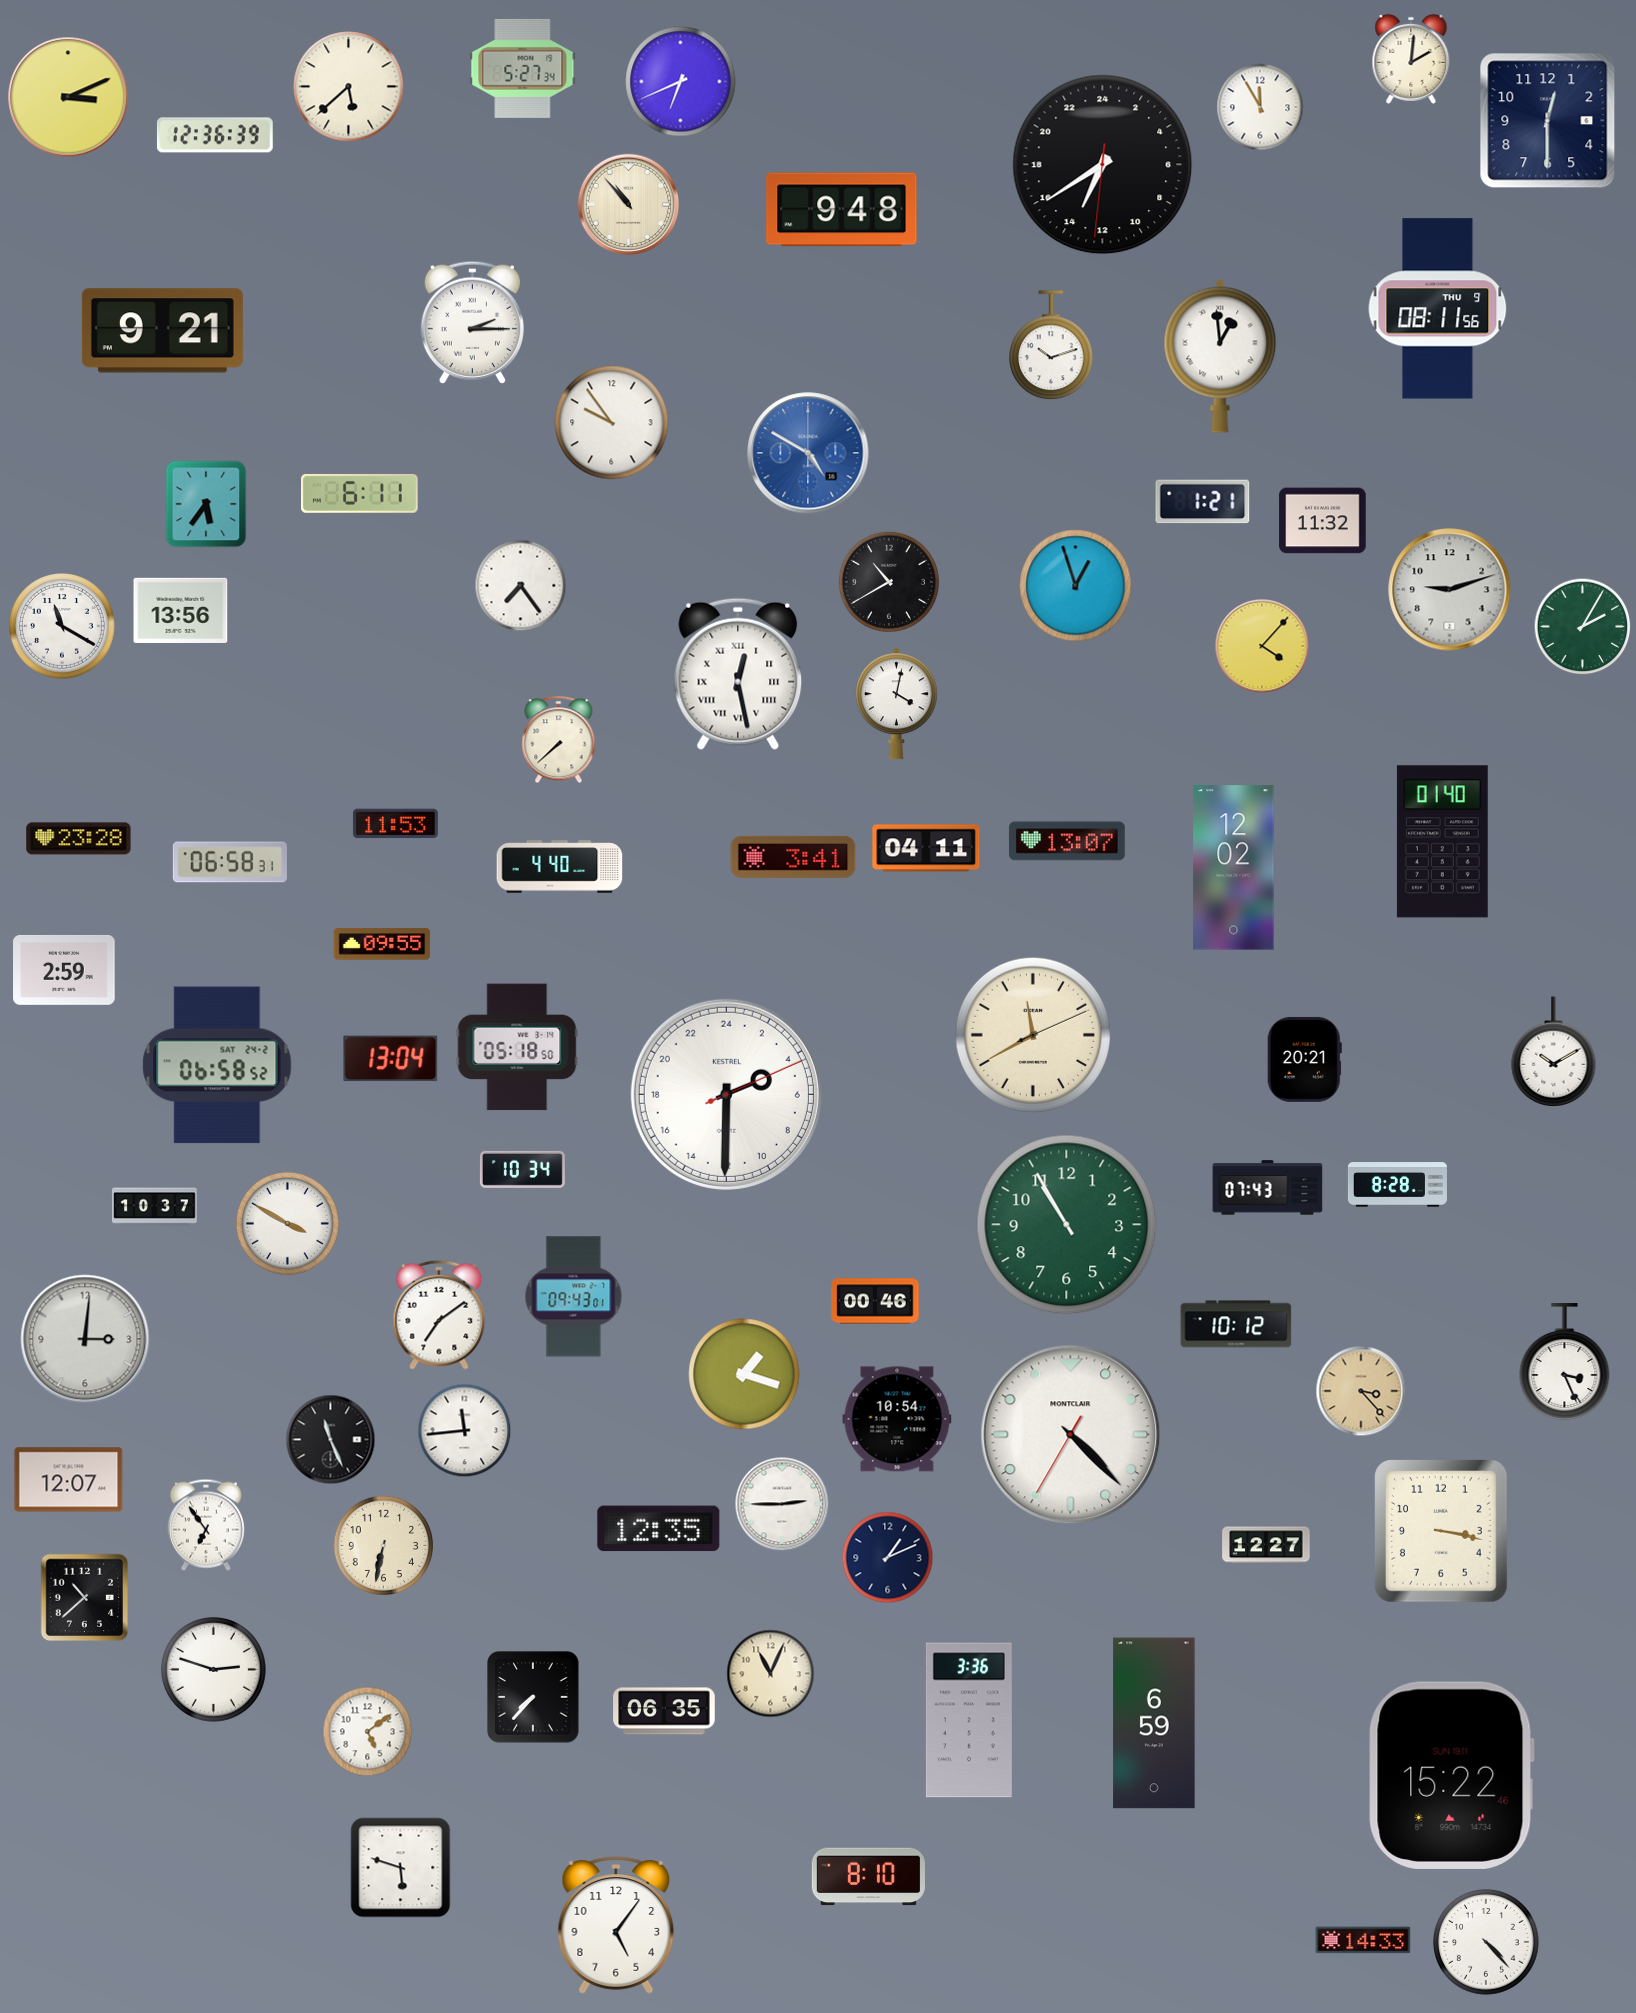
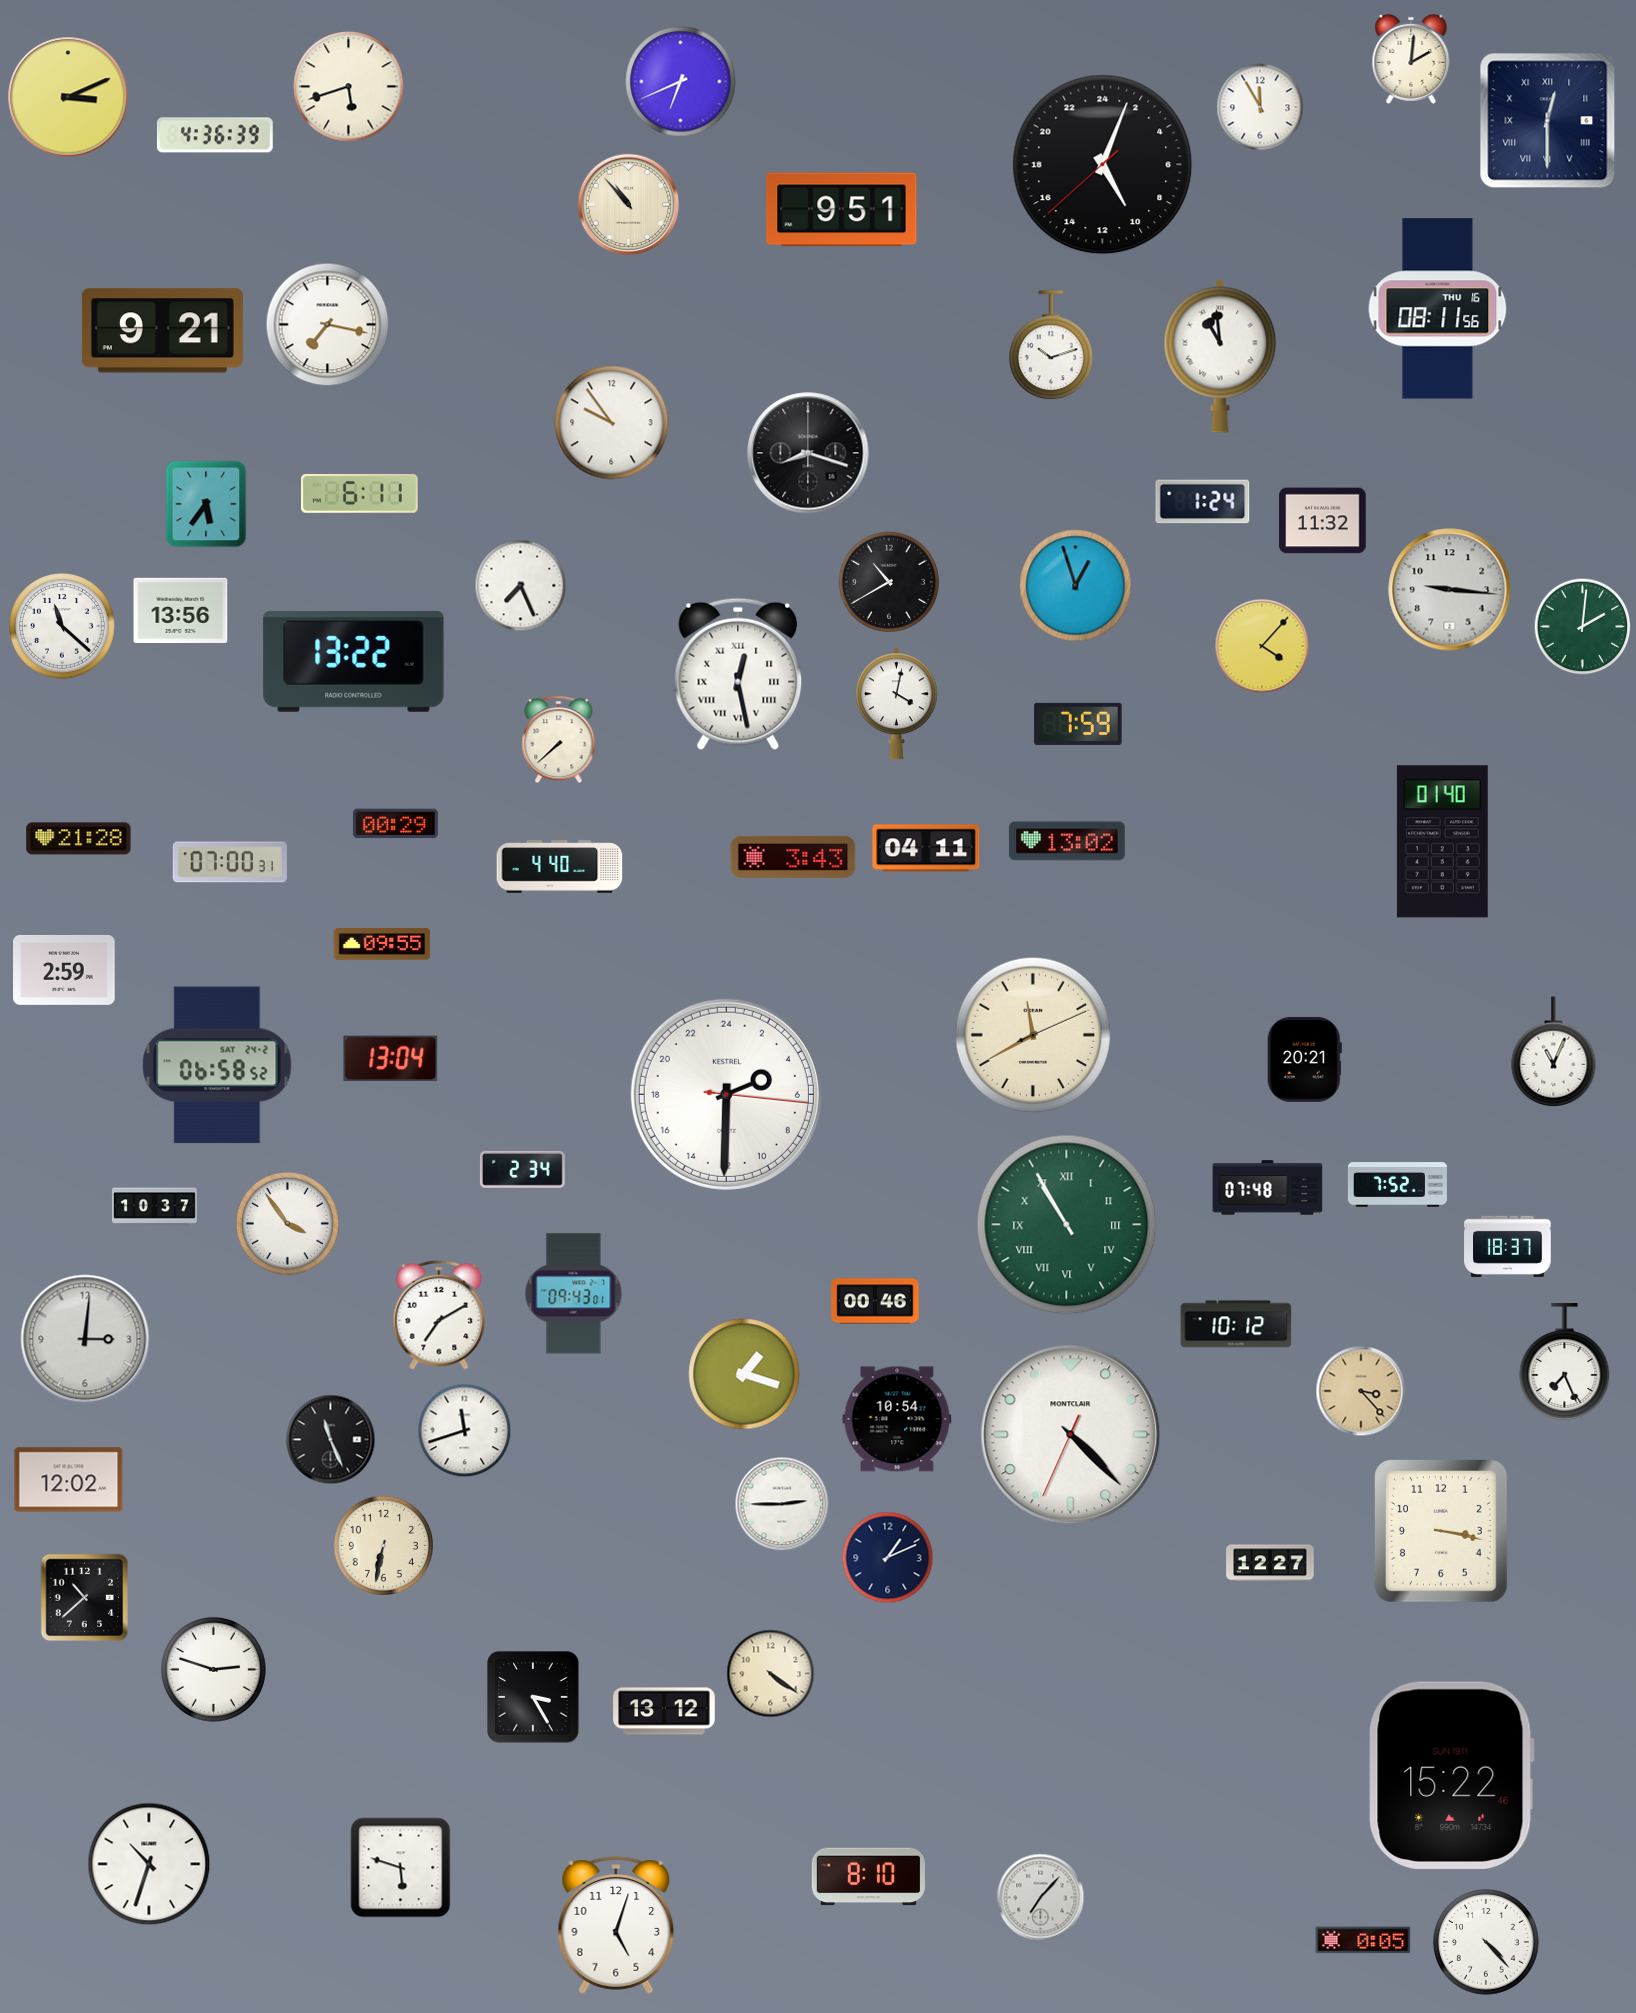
clock at (523, 68): 5:27 -> none
clock at (349, 87): 5:38 -> 5:42
clock at (1548, 121) numerals: Arabic -> Roman
clock at (215, 135): 12:36 -> 4:36
clock at (1103, 165): 13:39 -> 10:03
clock at (842, 210): 9:48 -> 9:51
clock at (1438, 309) date: THU 9 -> THU 16
clock at (472, 322): 2:15 -> none
clock at (328, 325): none -> 7:17
clock at (1220, 356): 12:59 -> 10:59
clock at (808, 453): 4:50 -> 8:18
clock at (808, 453) dial: blue -> black
clock at (1203, 502): 1:21 -> 1:24
clock at (521, 586): 7:24 -> 7:26
clock at (1450, 590): 9:12 -> 9:16
clock at (63, 627): 11:20 -> 11:22
clock at (1583, 627): 2:05 -> 2:01
clock at (354, 662): none -> 13:22
clock at (1078, 724): none -> 7:59
clock at (395, 824): 11:53 -> 00:29
clock at (79, 839): 23:28 -> 21:28
clock at (1067, 841): 13:07 -> 13:02
clock at (793, 857): 3:41 -> 3:43
clock at (230, 862): 06:58 -> 07:00
clock at (1234, 868): 12:02 -> none
clock at (517, 1047): 05:18 -> none
clock at (1554, 1051): 10:10 -> 11:04
clock at (726, 1094): 4:30:11 -> 4:30:16
clock at (522, 1169): 10:34 -> 2:34
clock at (1397, 1185): 8:28 -> 7:52
clock at (1268, 1188): 07:43 -> 07:48
clock at (287, 1223): 3:50 -> 3:54
clock at (1067, 1225) numerals: Arabic -> Roman
clock at (1508, 1246): none -> 18:37
clock at (574, 1297) position: (574, 1297) -> (574, 1294)
clock at (439, 1315): 7:09 -> 7:10
clock at (1565, 1361): 3:26 -> 7:26
clock at (465, 1431): 11:44 -> 11:42
clock at (1071, 1435): 4:22:35 -> 4:22:34
clock at (69, 1480): 12:07 -> 12:02
clock at (206, 1525): 6:54 -> none
clock at (659, 1529): 12:35 -> none
clock at (1266, 1545) position: (1266, 1545) -> (1270, 1563)
clock at (771, 1674): 11:04 -> 4:21
clock at (533, 1697): 7:37 -> 3:25
clock at (664, 1711): 06:35 -> 13:12
clock at (969, 1720): 3:36 -> none
clock at (1154, 1723): 6:59 -> none
clock at (368, 1732): 5:09 -> none
clock at (149, 1864): none -> 10:33
clock at (1041, 1898): none -> 7:07
clock at (616, 1925): 5:06 -> 5:03
clock at (1363, 1940): 14:33 -> 0:05
